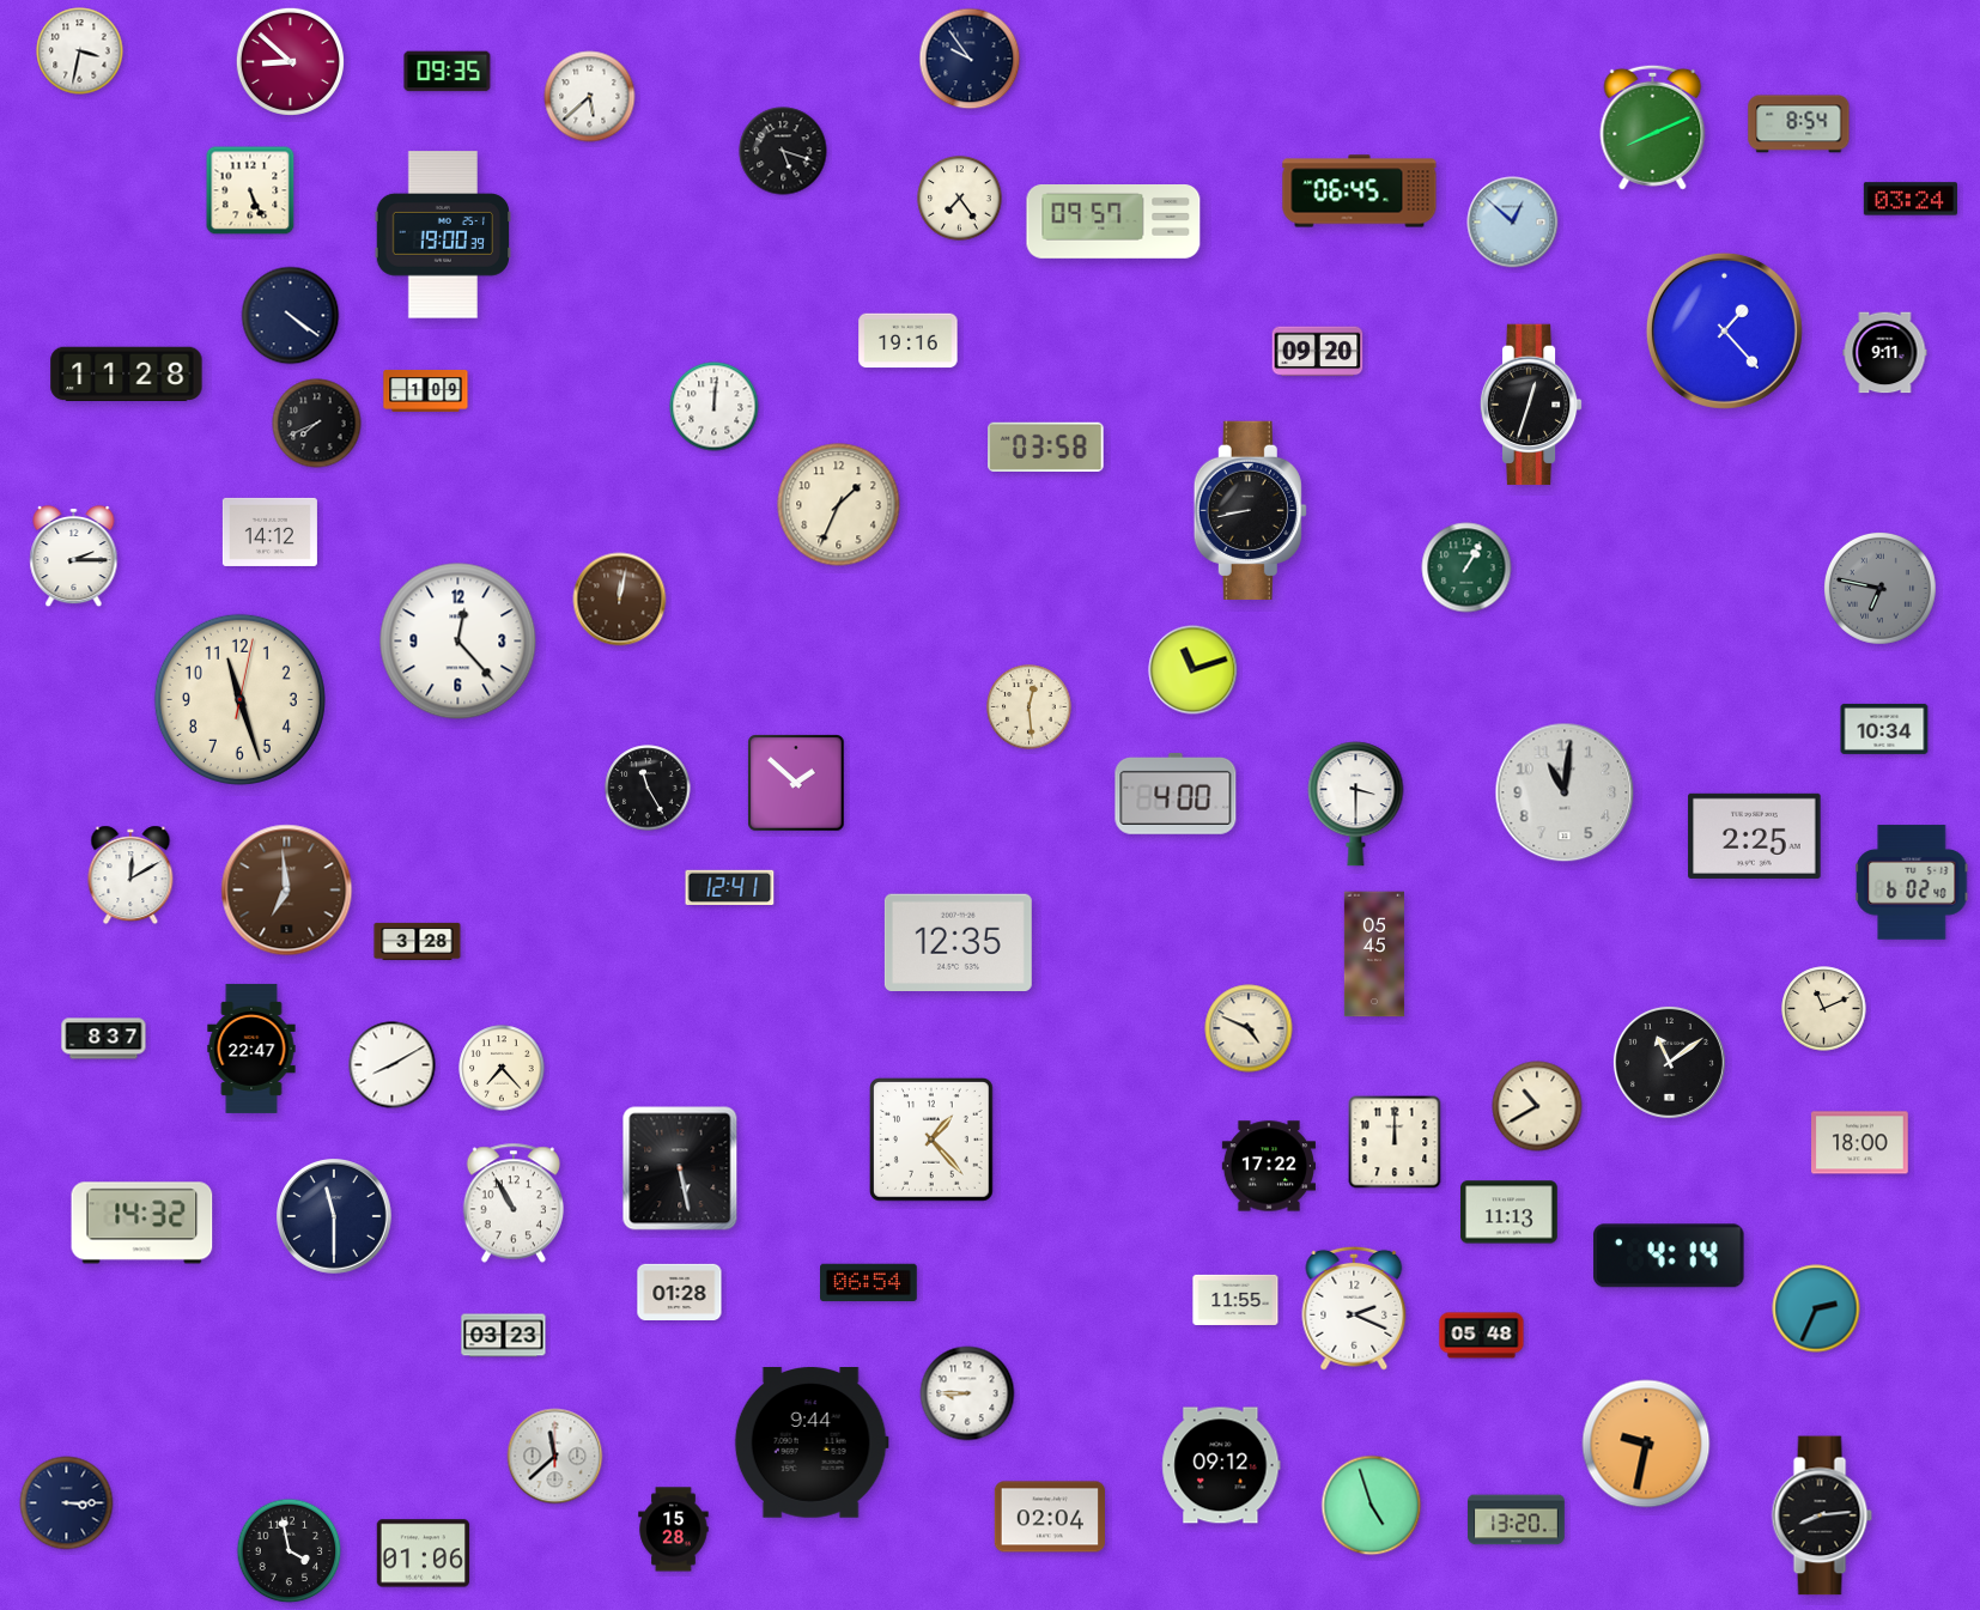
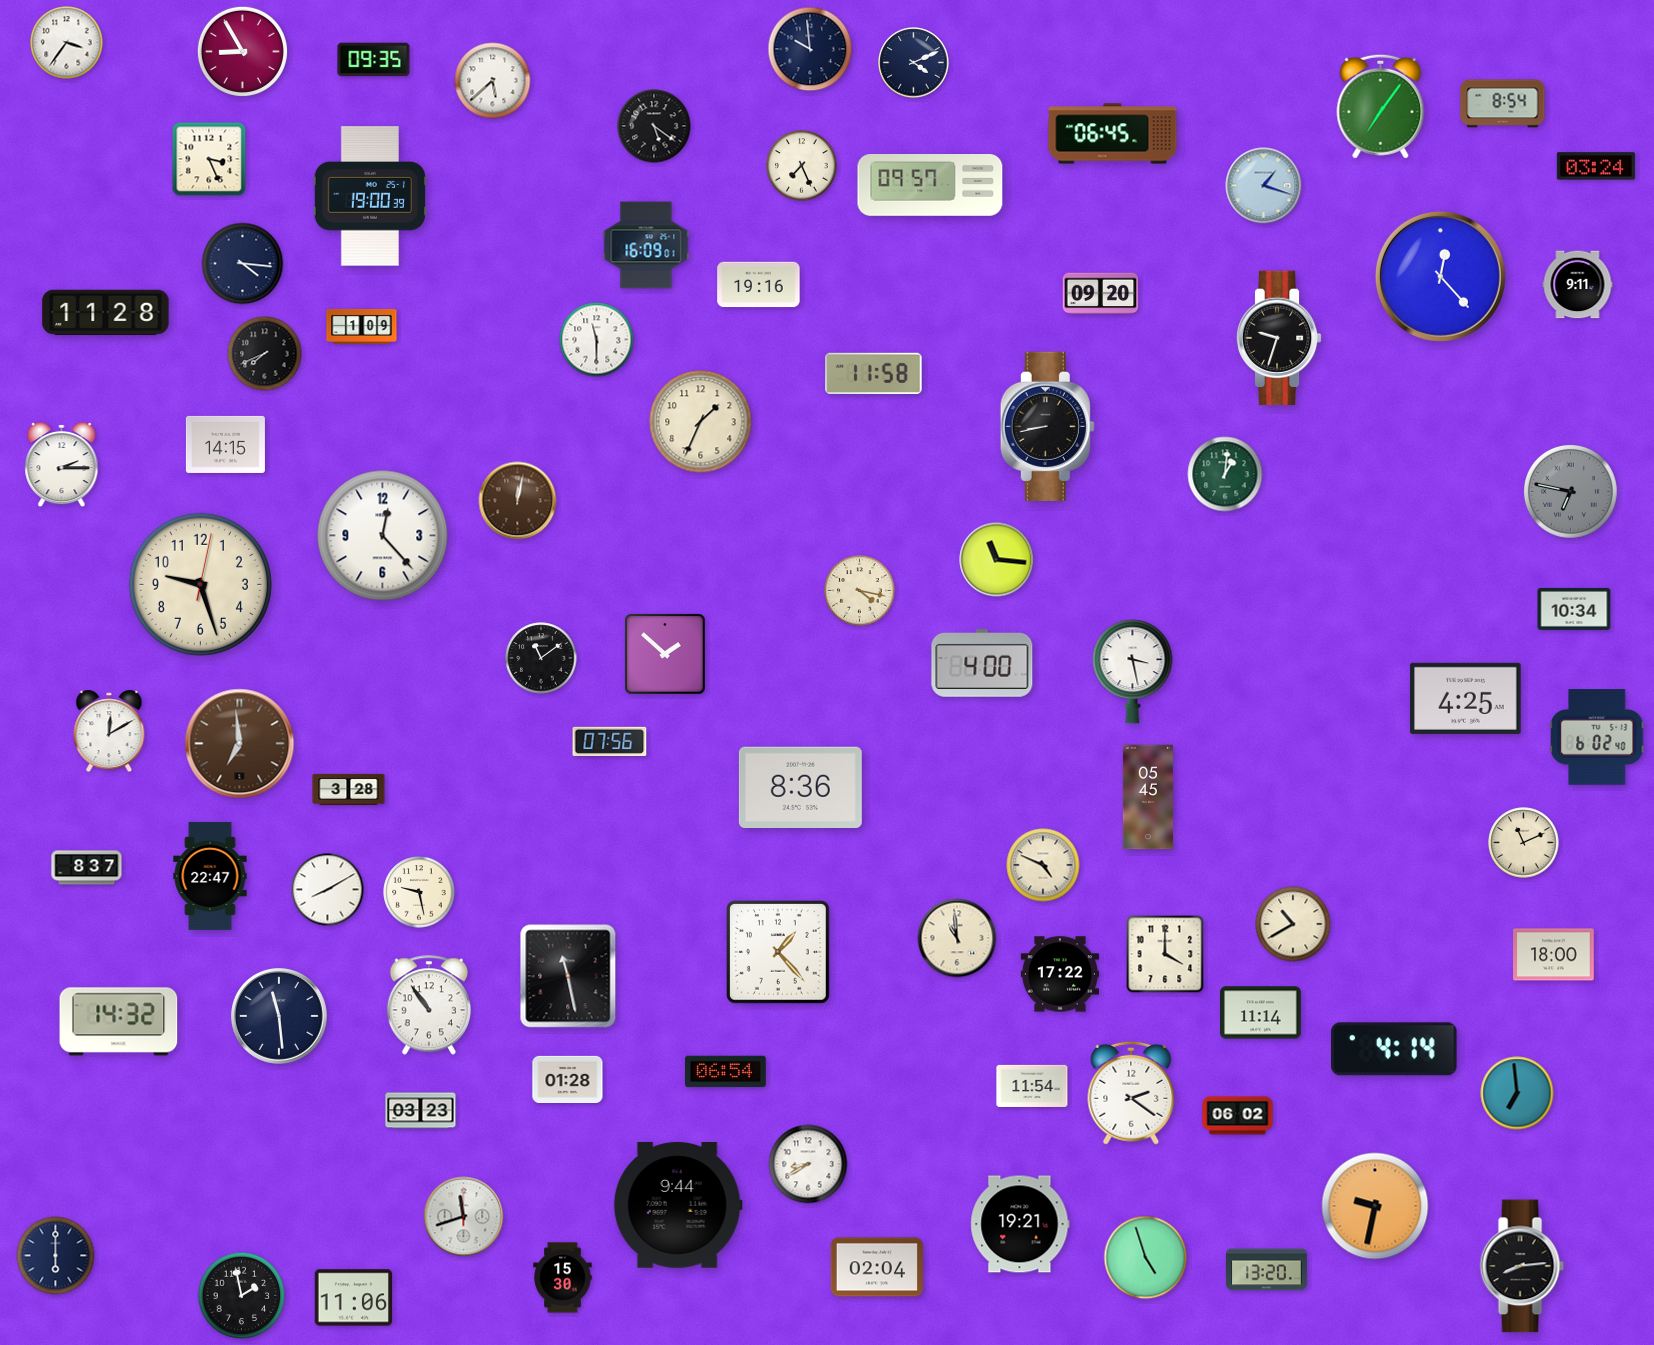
clock at (80, 51): 3:32 -> 3:36
clock at (970, 59): 9:54 -> 9:59
clock at (290, 61): 8:52 -> 8:55
clock at (914, 63): none -> 4:11
clock at (1653, 127): 8:11 -> 7:06
clock at (783, 151): 5:18 -> 5:21
clock at (250, 190): 5:26 -> 3:26
clock at (1360, 192) position: (1360, 192) -> (1113, 134)
clock at (960, 199): 7:24 -> 7:26
clock at (1513, 223): 12:52 -> 1:18
clock at (646, 245): none -> 16:09
clock at (291, 316): 4:21 -> 4:16
clock at (1724, 330): 1:23 -> 12:23
clock at (1885, 353) position: (1885, 353) -> (1578, 285)
clock at (426, 391) position: (426, 391) -> (362, 327)
clock at (1531, 405): 12:33 -> 9:33
clock at (715, 407): 12:01 -> 11:30
clock at (1046, 446): 03:58 -> 11:58
clock at (1250, 510) position: (1250, 510) -> (1047, 426)
clock at (269, 531): 14:12 -> 14:15
clock at (1466, 567): 1:05 -> 1:01
clock at (1194, 670): 11:12 -> 11:16
clock at (239, 699): 11:27 -> 9:27
clock at (1030, 707): 12:29 -> 4:17
clock at (648, 788): 11:25 -> 11:09
clock at (1565, 792): 11:01 -> none
clock at (1356, 804): 3:30 -> 3:28
clock at (1755, 836): 2:25 -> 4:25
clock at (730, 887): 12:41 -> 07:56
clock at (418, 941) position: (418, 941) -> (349, 789)
clock at (958, 943): 12:35 -> 8:36
clock at (1249, 1028) position: (1249, 1028) -> (1043, 865)
clock at (1669, 1062): 11:09 -> none
clock at (502, 1068): 7:23 -> 9:28
clock at (1537, 1106) position: (1537, 1106) -> (1293, 924)
clock at (957, 938): none -> 10:59
clock at (1395, 1142): 12:00 -> 4:00
clock at (680, 1168): 5:28 -> 11:28
clock at (512, 1203): 10:55 -> 10:54
clock at (1510, 1213): 11:13 -> 11:14
clock at (335, 1217): 11:30 -> 11:29
clock at (1235, 1300): 11:55 -> 11:54
clock at (1354, 1308): 2:19 -> 2:21
clock at (1816, 1308): 2:34 -> 6:59
clock at (504, 1336) position: (504, 1336) -> (421, 1111)
clock at (1482, 1336): 05:48 -> 06:02
clock at (967, 1393): 8:45 -> 8:40
clock at (555, 1457): 11:38 -> 11:42
clock at (1221, 1465): 09:12 -> 19:21
clock at (67, 1503): 3:15 -> 6:00
clock at (674, 1530): 15:28 -> 15:30
clock at (290, 1551): 3:58 -> 1:58
clock at (424, 1554): 01:06 -> 11:06
